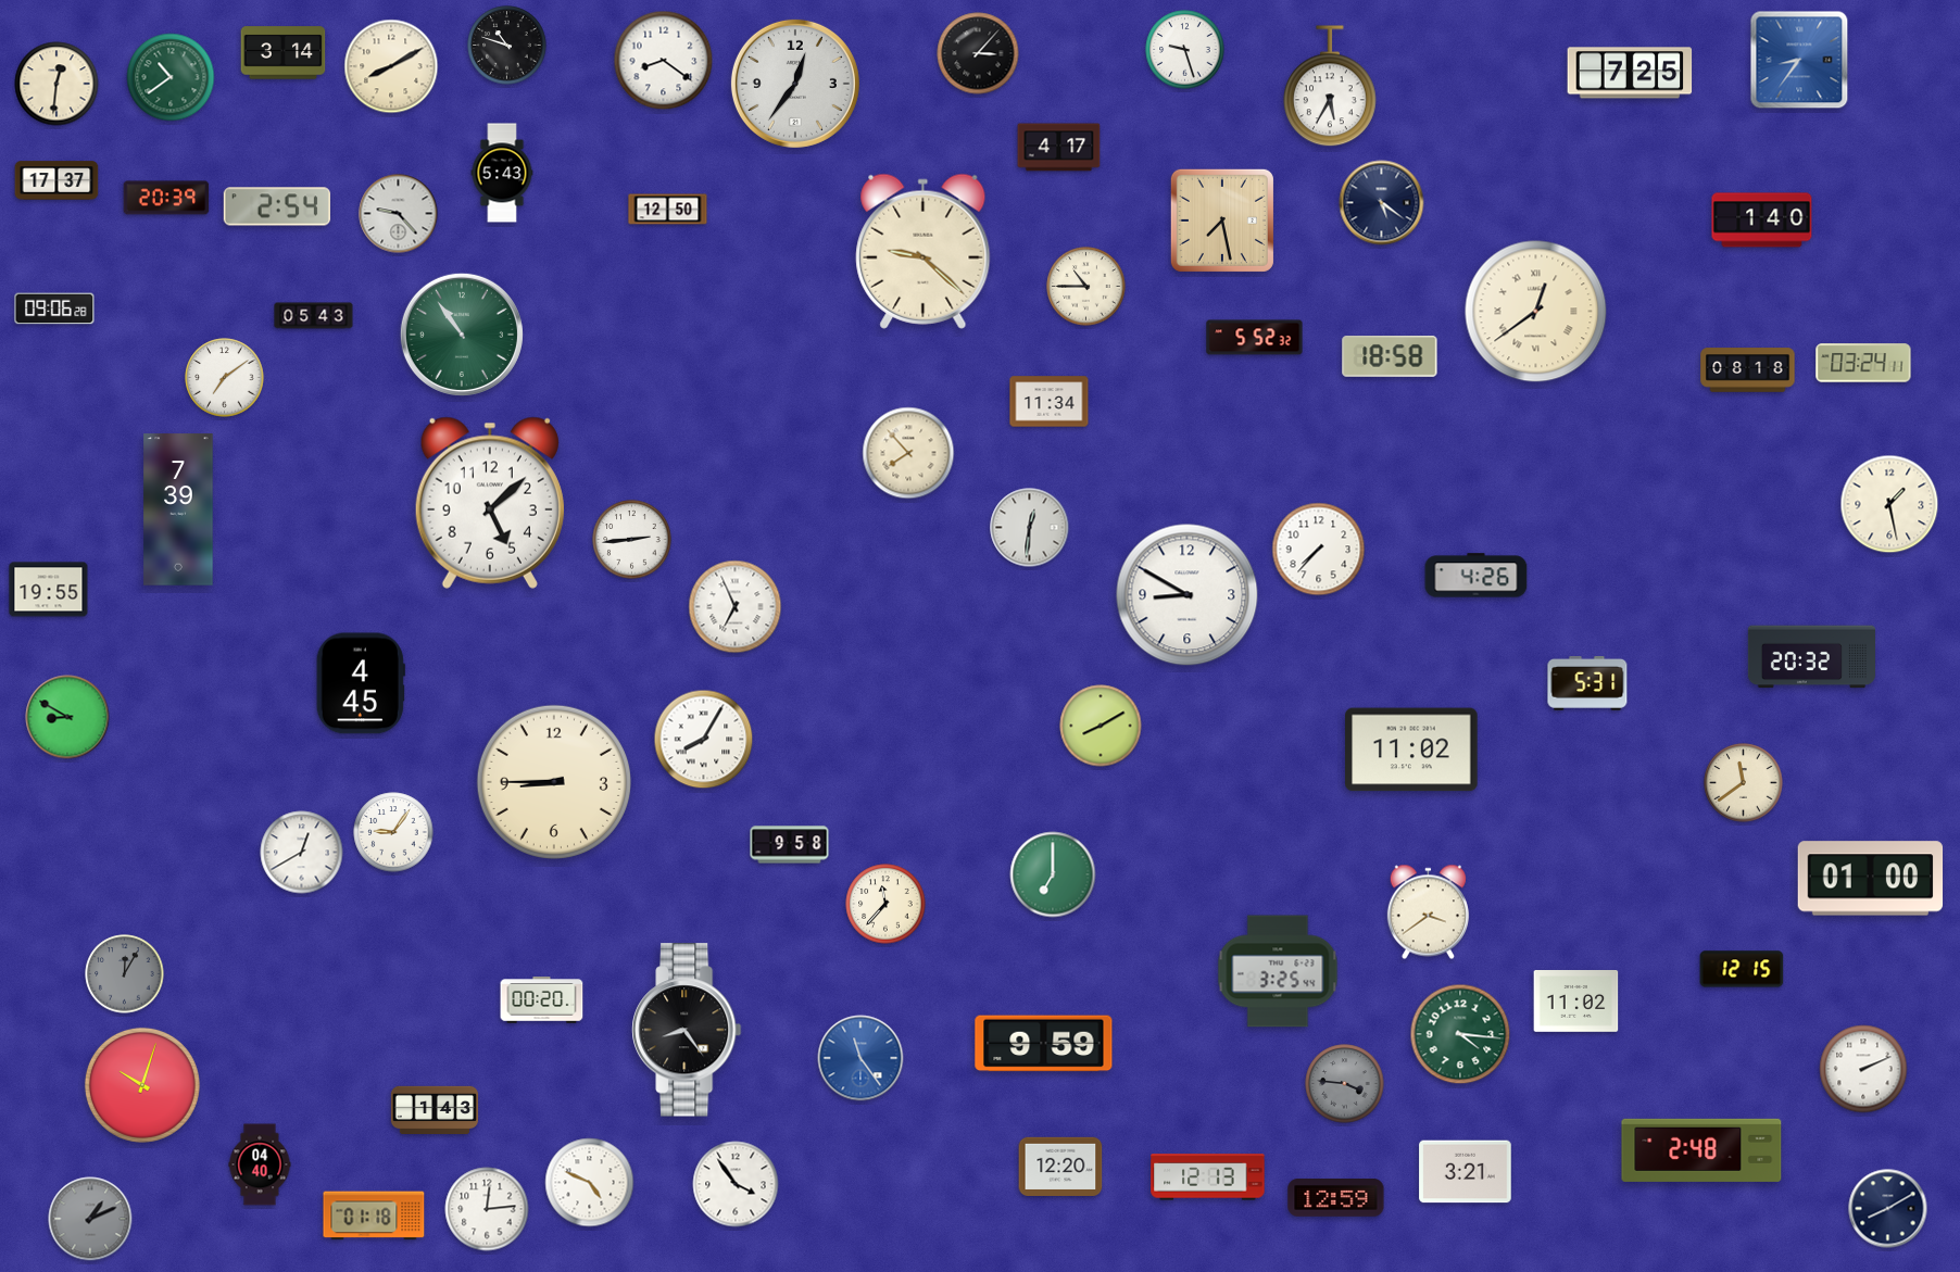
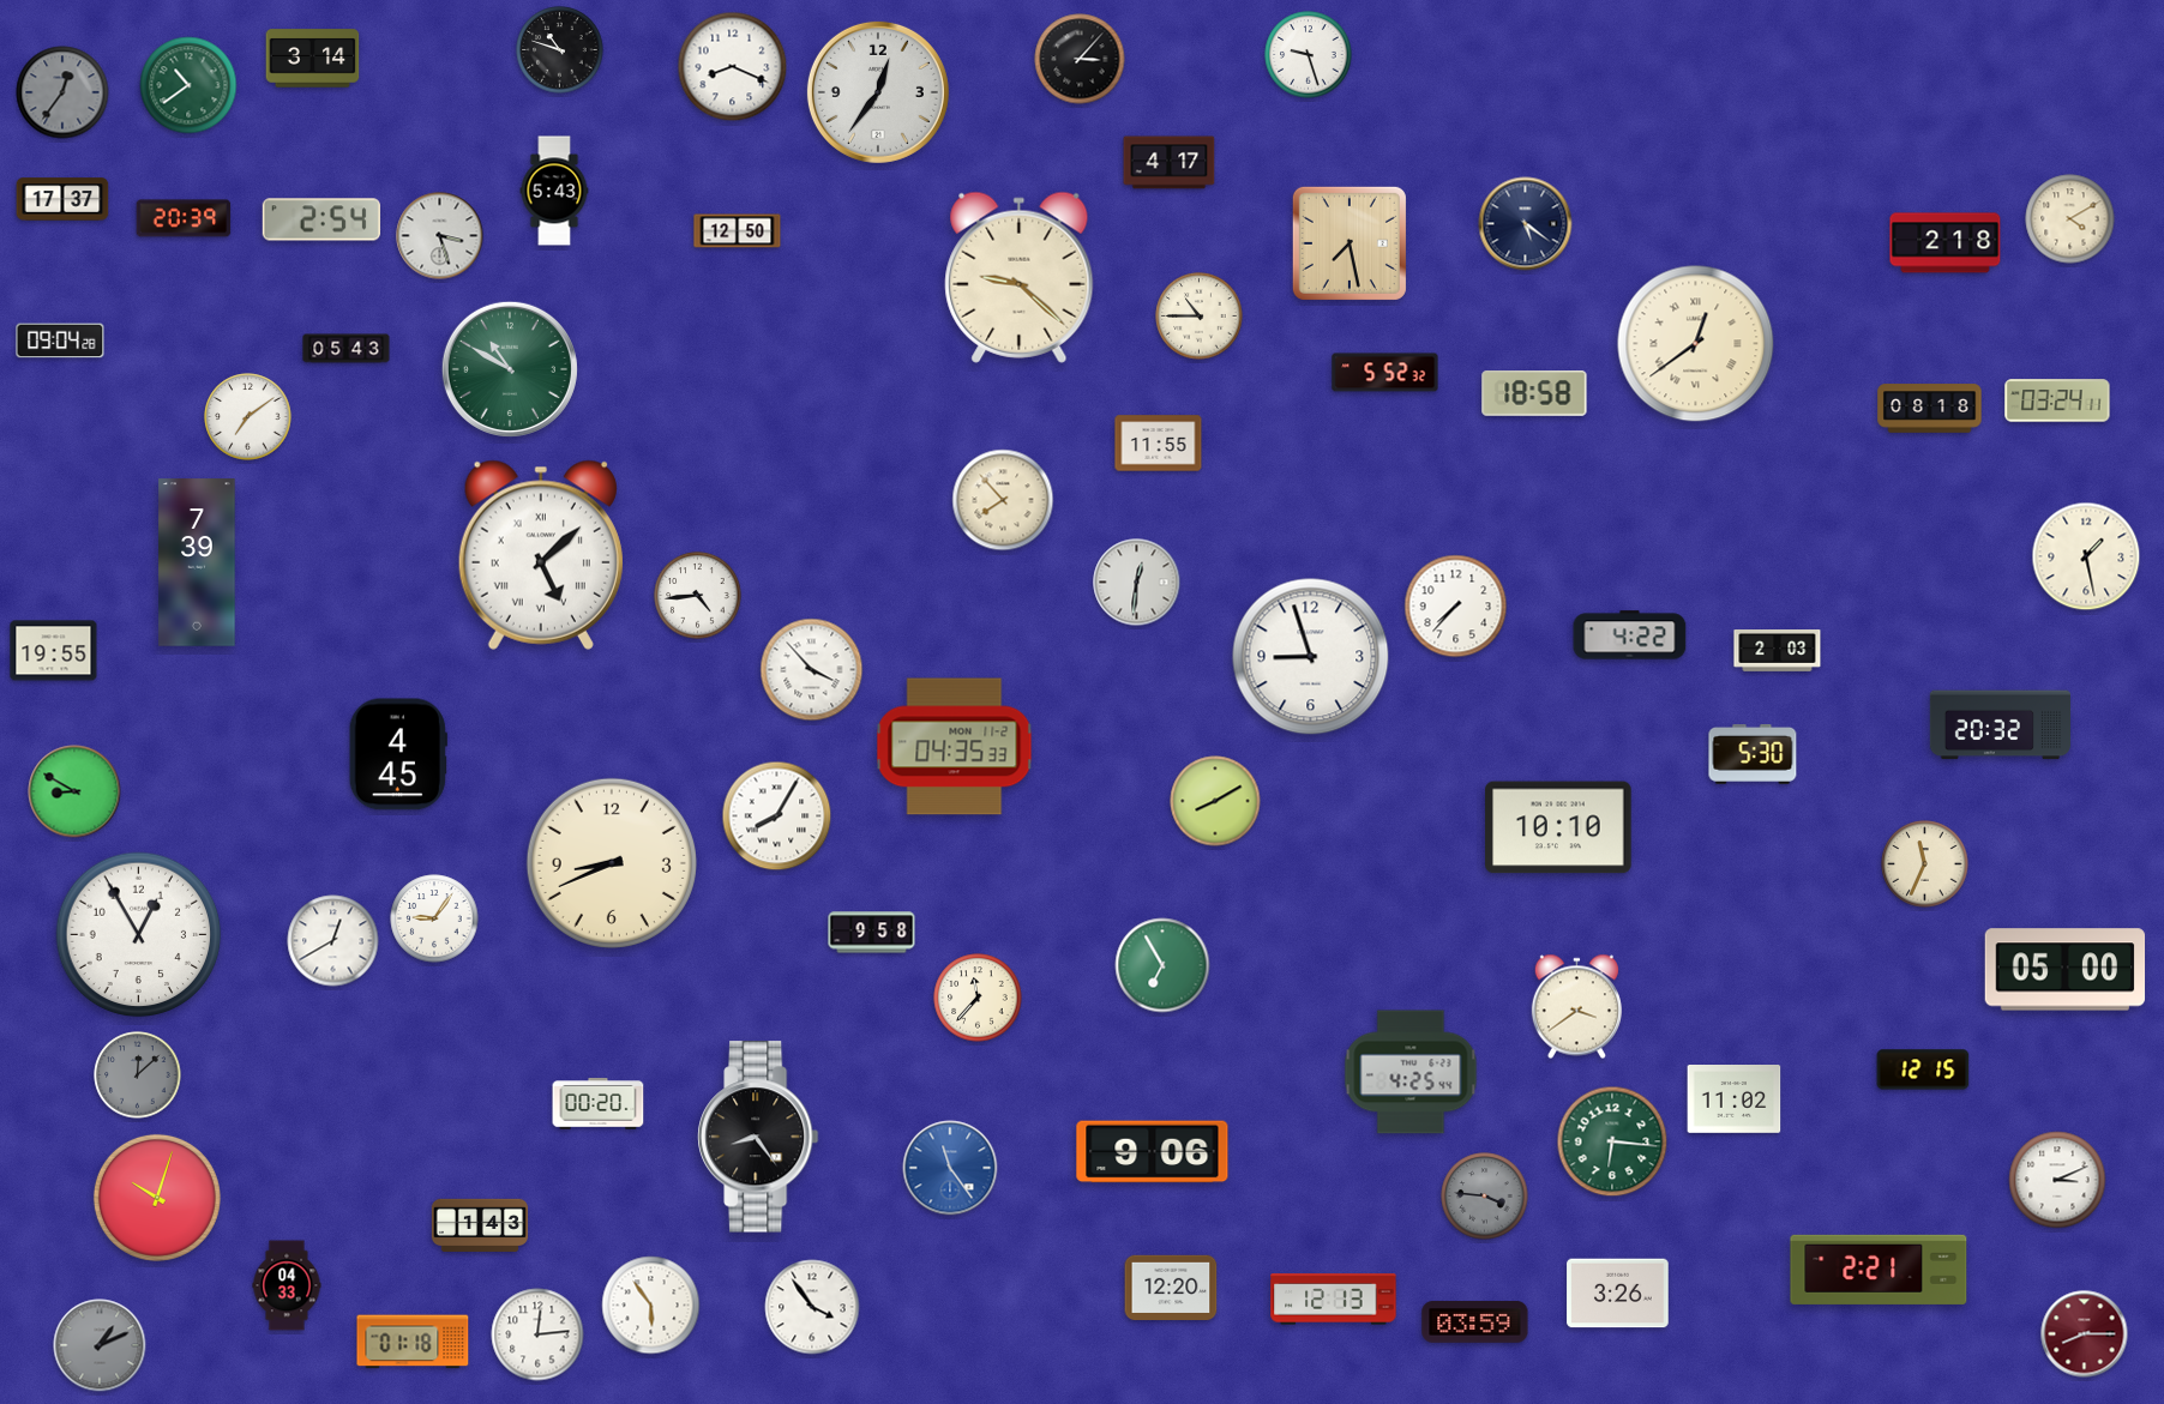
clock at (1799, 60): 8:36 -> none
clock at (664, 61): 8:21 -> 8:19
clock at (391, 66): 8:10 -> none
clock at (1630, 73): 7:25 -> none
clock at (56, 84): 12:31 -> 12:36
clock at (56, 84) dial: cream -> grey
clock at (1331, 87): 5:35 -> none
clock at (2070, 219): none -> 4:10
clock at (277, 206) position: (277, 206) -> (321, 219)
clock at (399, 214): 9:23 -> 3:27
clock at (1762, 221): 1:40 -> 2:18
clock at (54, 308): 09:06 -> 09:04
clock at (462, 335): 10:54 -> 10:50
clock at (1050, 402): 11:34 -> 11:55
clock at (490, 503) numerals: Arabic -> Roman
clock at (632, 540): 2:44 -> 4:44
clock at (1477, 576): 4:26 -> 4:22
clock at (1778, 651): none -> 2:03
clock at (1188, 595): 8:50 -> 8:57
clock at (736, 607): 6:56 -> 3:53
clock at (955, 747): none -> 04:35
clock at (1587, 684): 5:31 -> 5:30
clock at (1411, 750): 11:02 -> 10:10
clock at (554, 782): 8:45 -> 8:41
clock at (1744, 783): 11:39 -> 11:34
clock at (139, 935): none -> 12:55
clock at (1053, 874): 7:00 -> 6:55
clock at (1871, 879): 01:00 -> 05:00
clock at (1278, 971): 3:25 -> 4:25
clock at (125, 974): 12:05 -> 12:08
clock at (1576, 1002) position: (1576, 1002) -> (1735, 1099)
clock at (1460, 1034): 4:16 -> 6:16
clock at (1044, 1044): 9:59 -> 9:06
clock at (1863, 1069): 2:11 -> 3:11
clock at (1701, 1150): 2:48 -> 2:21
clock at (260, 1164): 04:40 -> 04:33
clock at (1466, 1172): 3:21 -> 3:26
clock at (590, 1183): 4:49 -> 5:54
clock at (1336, 1198): 12:59 -> 03:59
clock at (1888, 1209): 8:10 -> 8:15
clock at (1888, 1209) dial: navy -> burgundy
